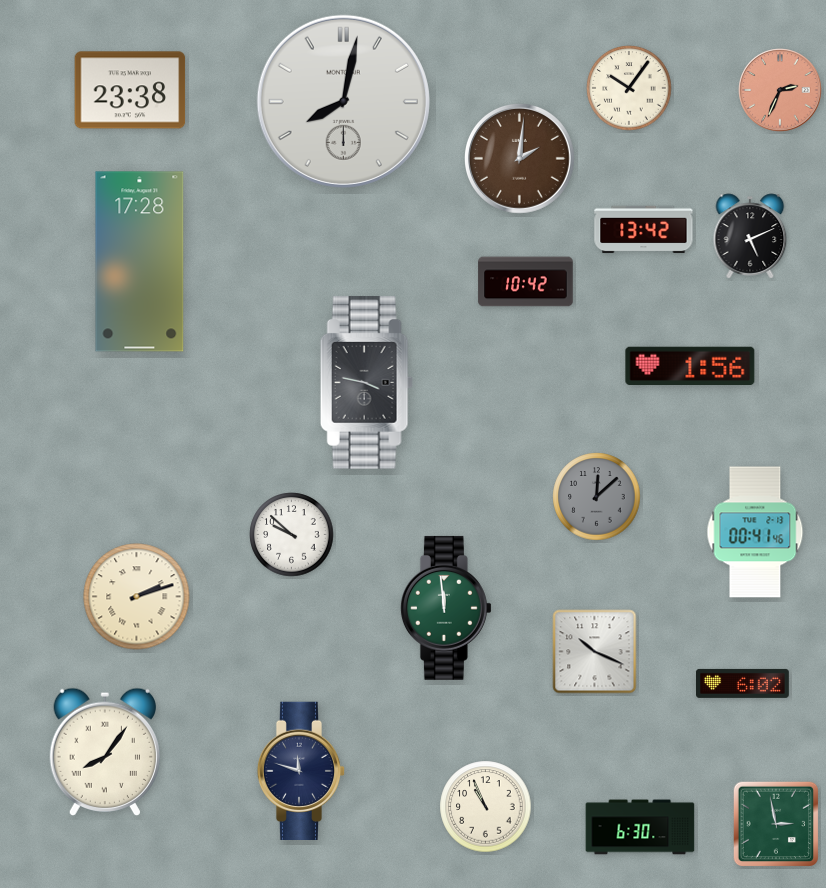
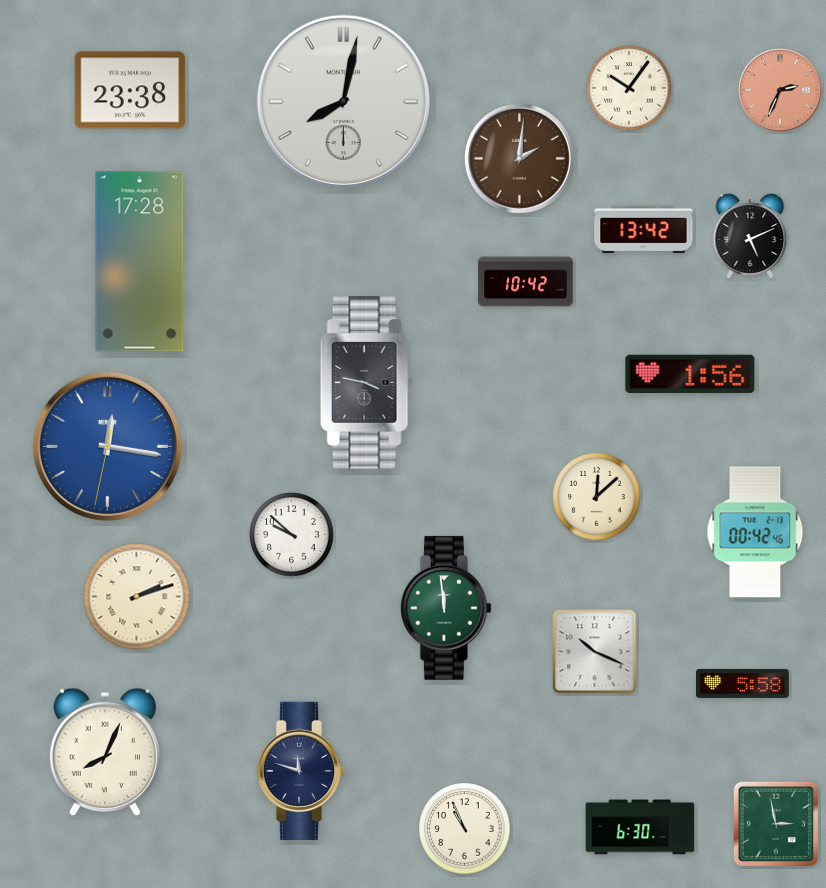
clock at (690, 365) position: (690, 365) -> (690, 373)
clock at (107, 446): none -> 12:16
clock at (597, 497) dial: grey -> cream
clock at (755, 532): 00:41 -> 00:42
clock at (743, 683): 6:02 -> 5:58
clock at (104, 751): 8:06 -> 8:04
clock at (486, 807) position: (486, 807) -> (465, 829)
